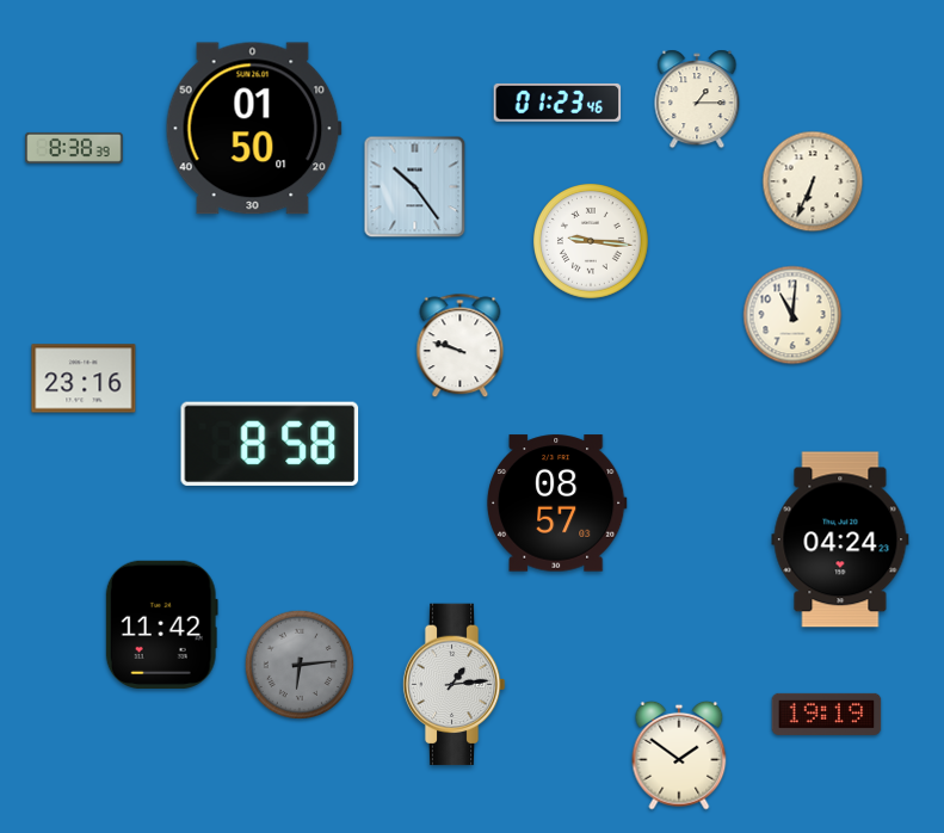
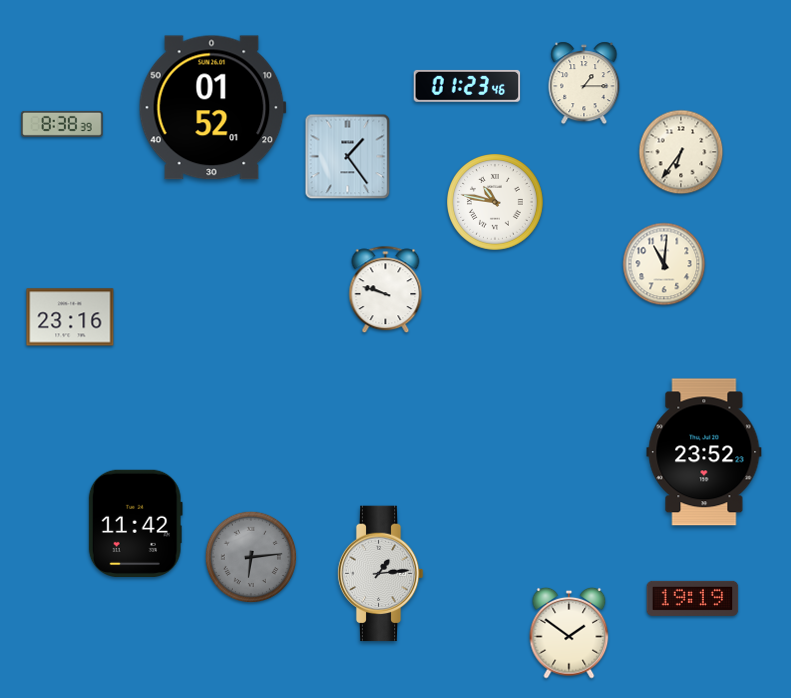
clock at (253, 129): 01:50 -> 01:52
clock at (813, 181): 6:34 -> 6:36
clock at (415, 187): 10:24 -> 1:24
clock at (592, 242): 9:16 -> 10:47
clock at (270, 444): 8:58 -> none
clock at (556, 504): 08:57 -> none
clock at (840, 539): 04:24 -> 23:52
